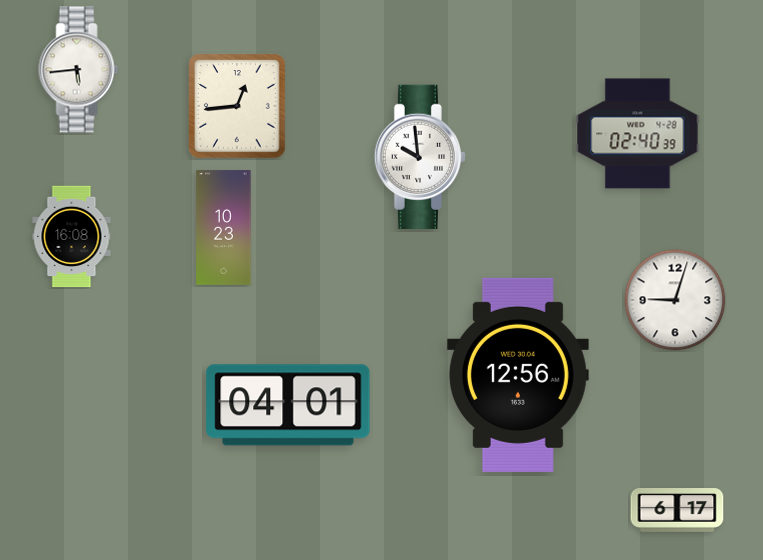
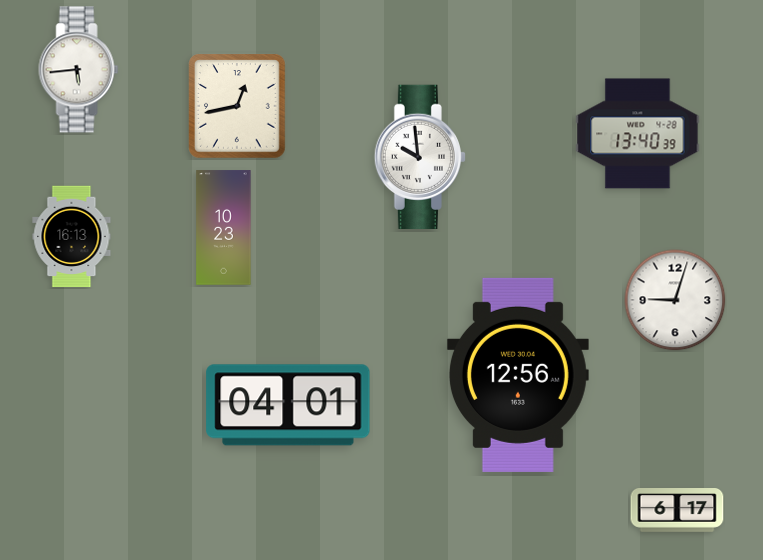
clock at (237, 106): 12:44 -> 12:43
clock at (638, 134): 02:40 -> 13:40
clock at (72, 237): 16:08 -> 16:13
